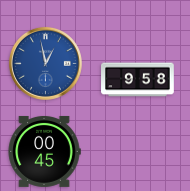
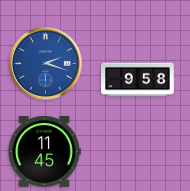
clock at (45, 63): 12:58 -> 2:18
clock at (44, 151): 00:45 -> 11:45
